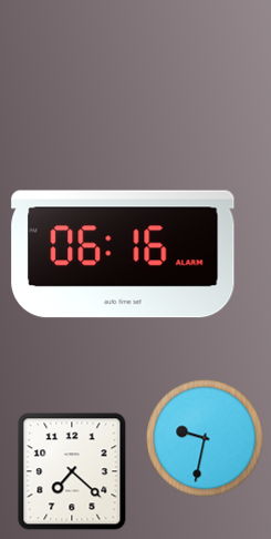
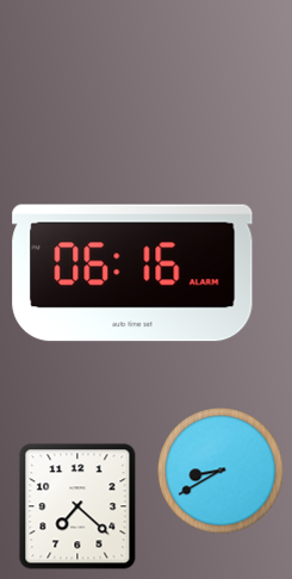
clock at (205, 438): 9:32 -> 8:40
